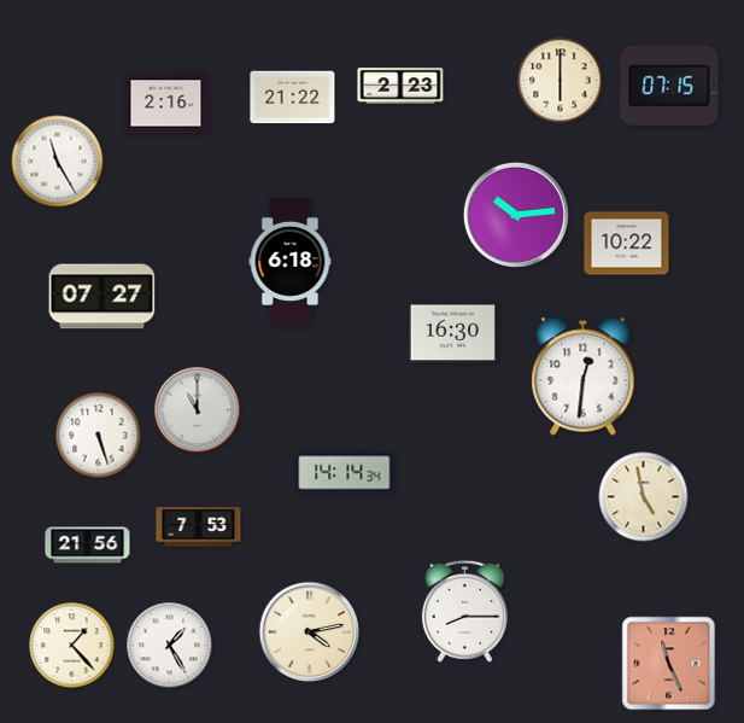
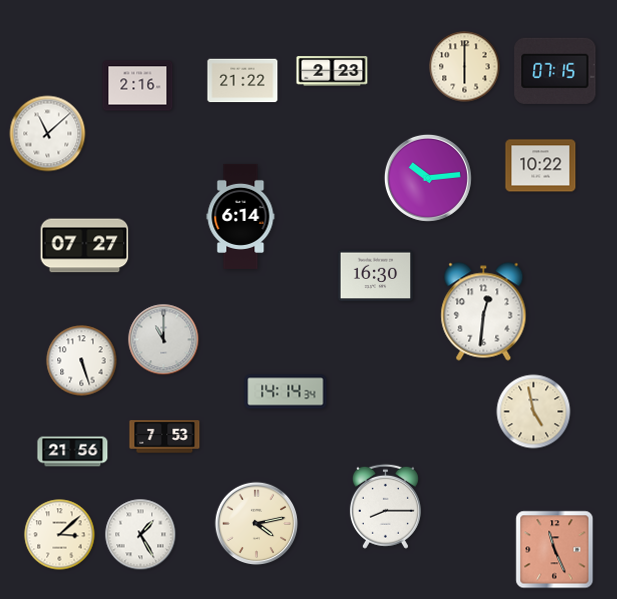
clock at (58, 162): 11:25 -> 11:08
clock at (627, 244) position: (627, 244) -> (541, 166)
clock at (291, 261): 6:18 -> 6:14
clock at (72, 646): 1:23 -> 3:08
